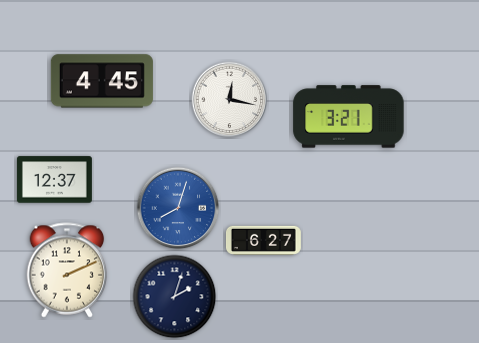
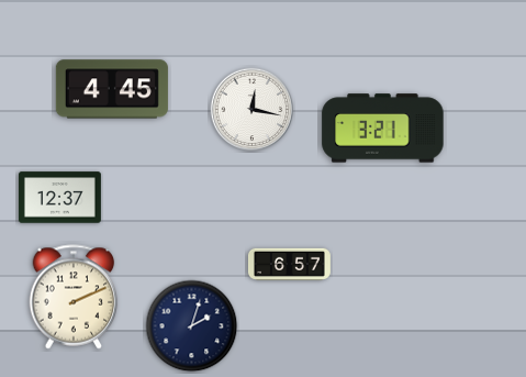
clock at (178, 208): 8:03 -> none
clock at (263, 240): 6:27 -> 6:57
